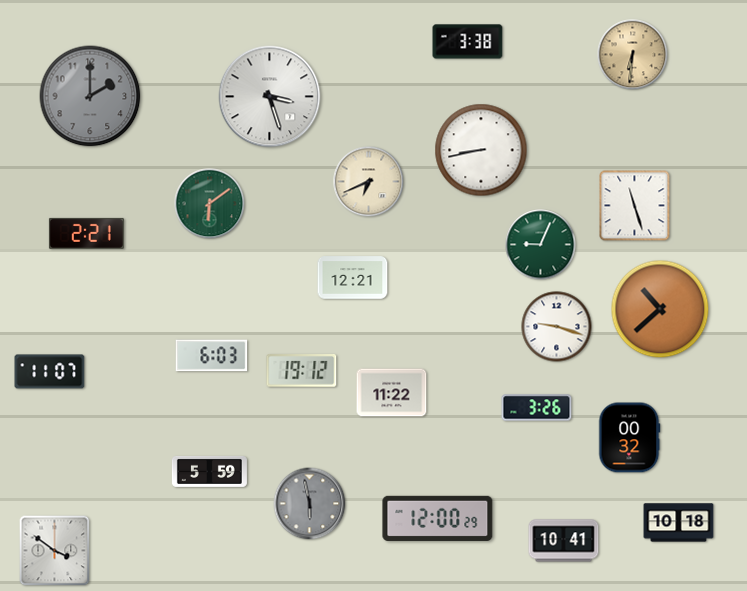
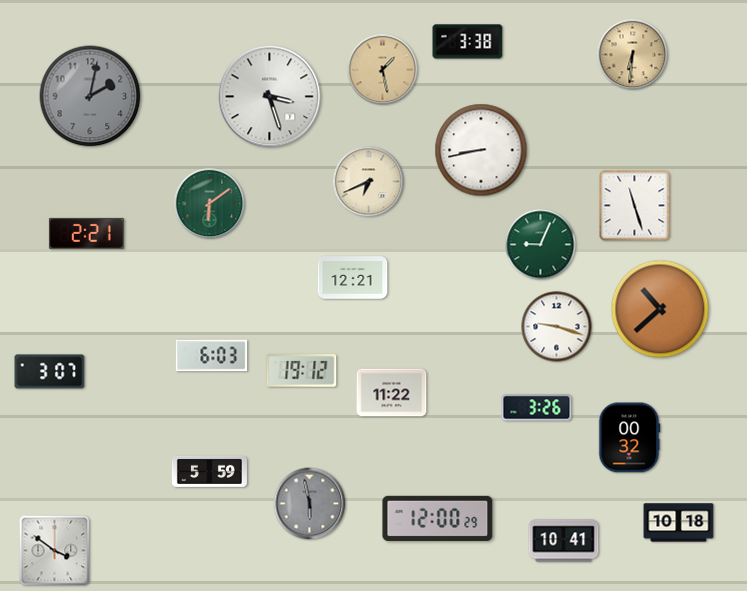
clock at (383, 70): none -> 1:28
clock at (90, 96): 2:00 -> 2:02
clock at (50, 372): 11:07 -> 3:07
